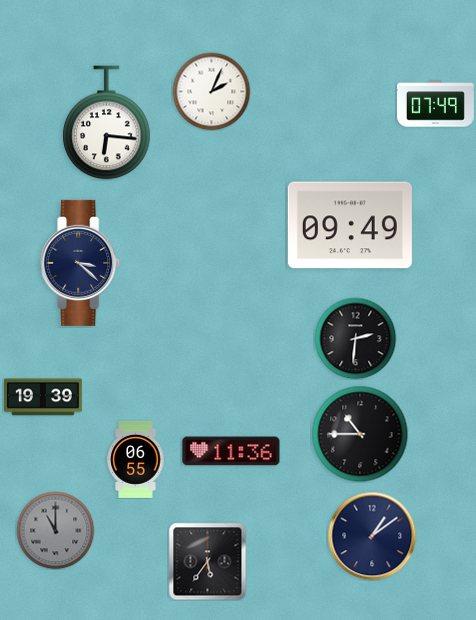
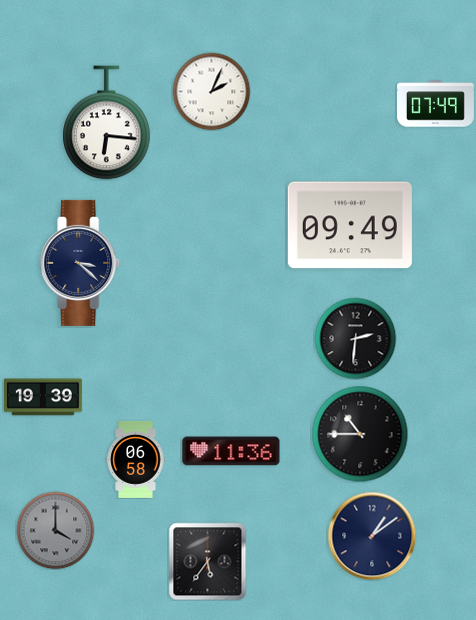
clock at (136, 459): 06:55 -> 06:58
clock at (55, 530): 11:00 -> 4:00
